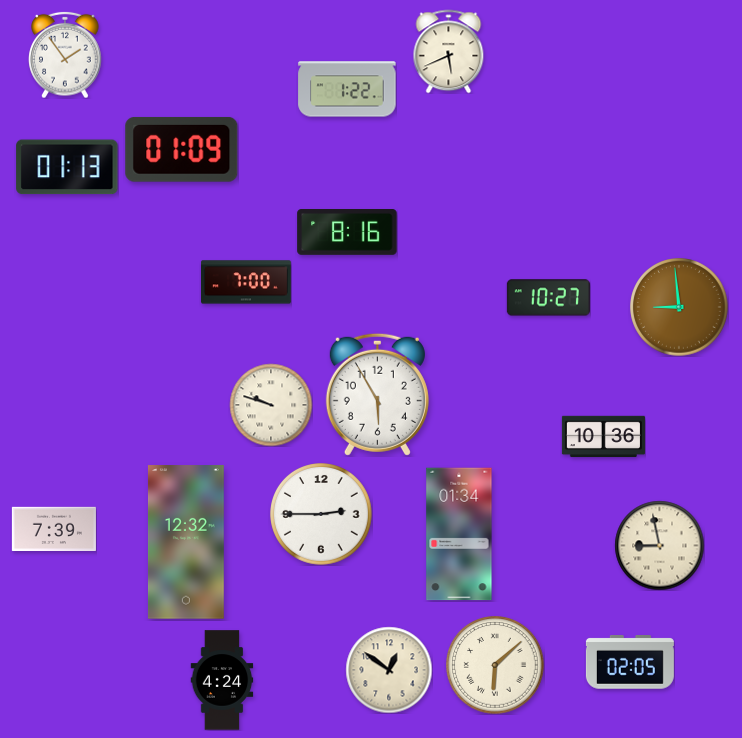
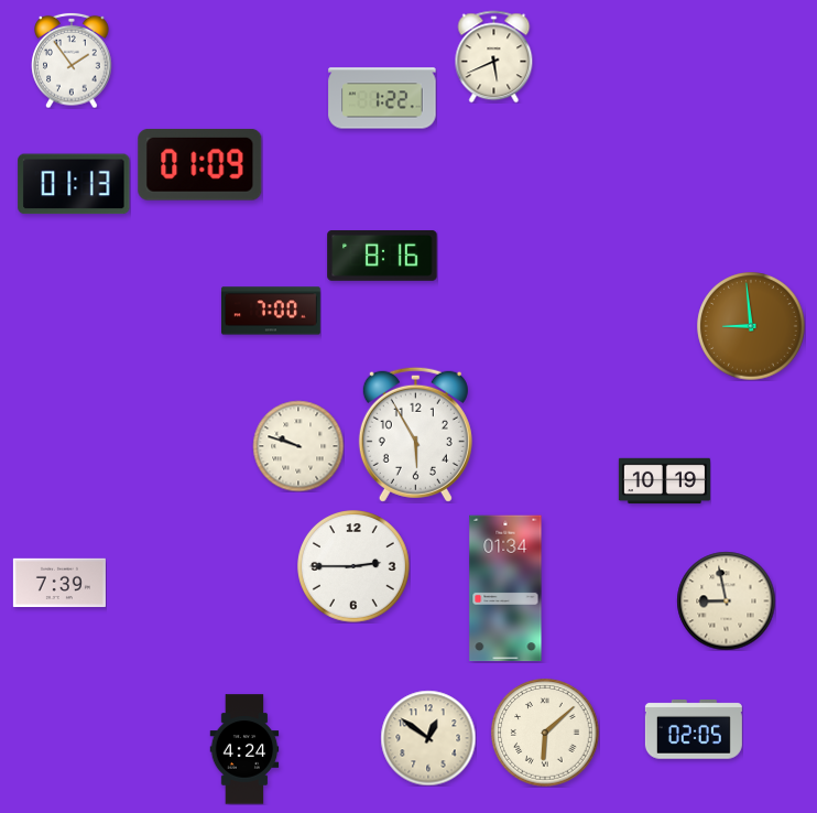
clock at (548, 298): 10:27 -> none
clock at (679, 307) position: (679, 307) -> (751, 326)
clock at (603, 437): 10:36 -> 10:19
clock at (186, 542): 12:32 -> none
